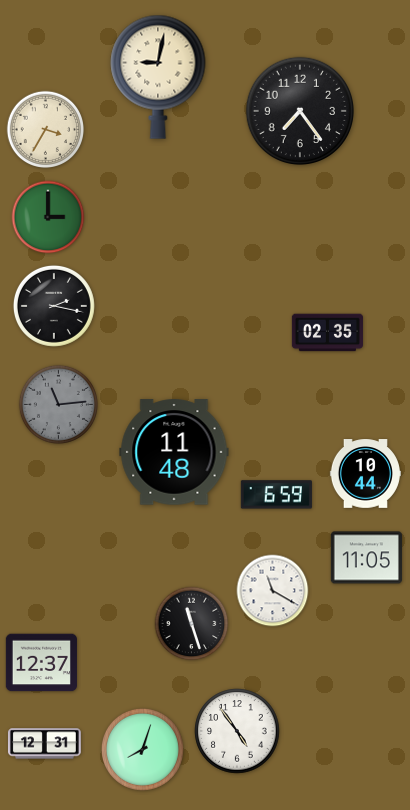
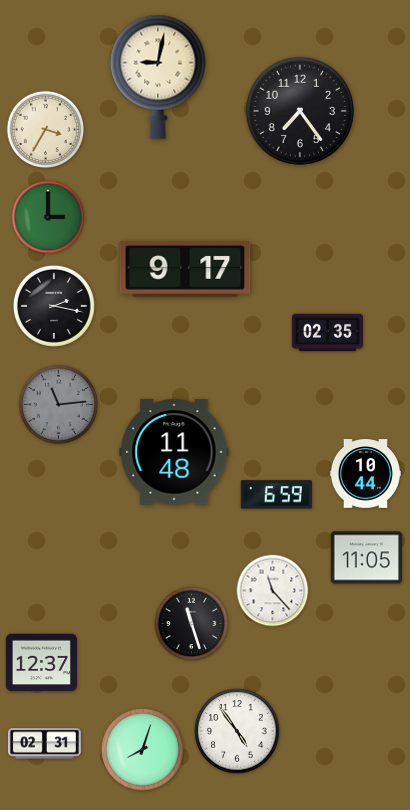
clock at (185, 269): none -> 9:17
clock at (273, 591): 11:20 -> 11:23
clock at (44, 744): 12:31 -> 02:31
